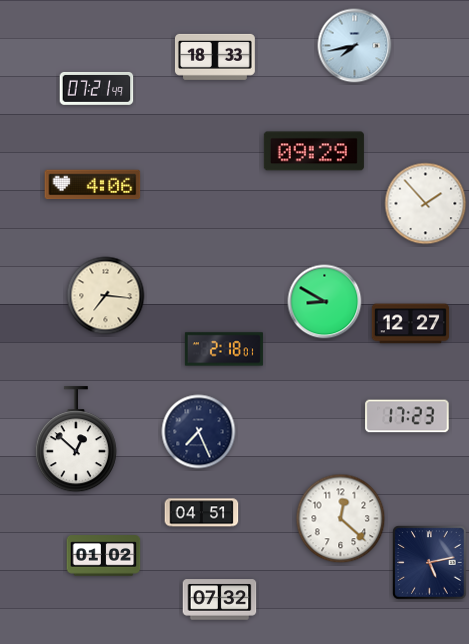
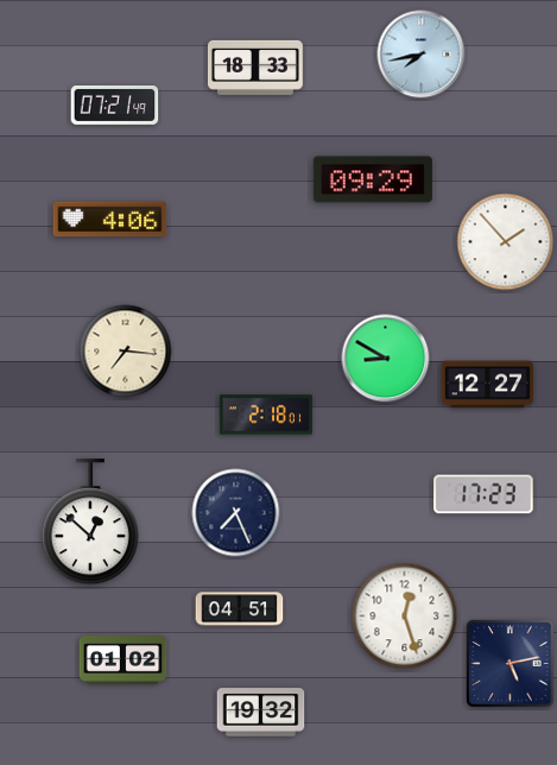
clock at (341, 519): 12:22 -> 12:27
clock at (430, 563) position: (430, 563) -> (511, 664)
clock at (220, 600): 07:32 -> 19:32
